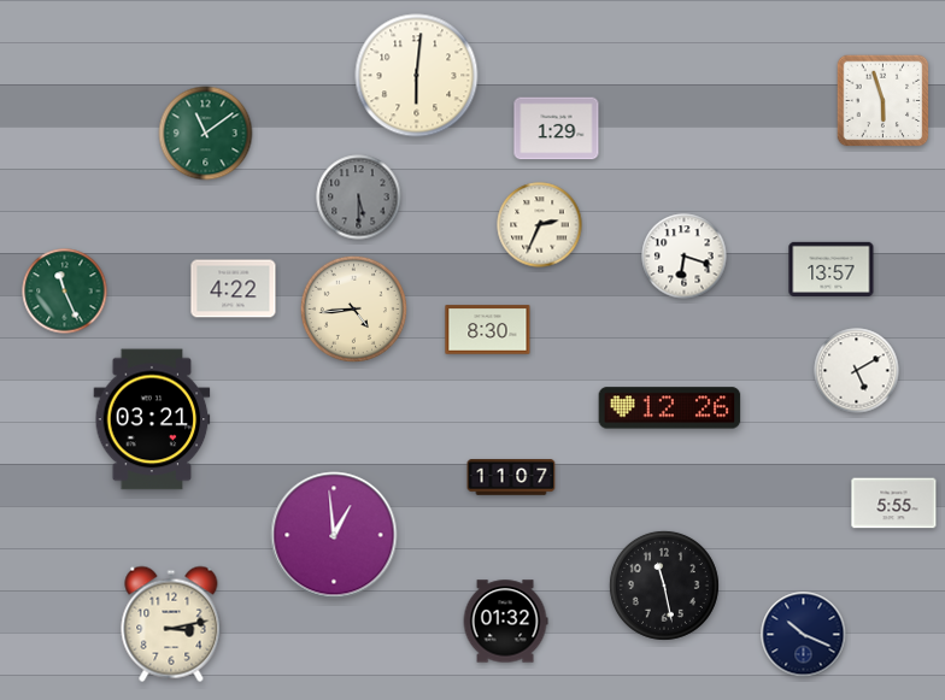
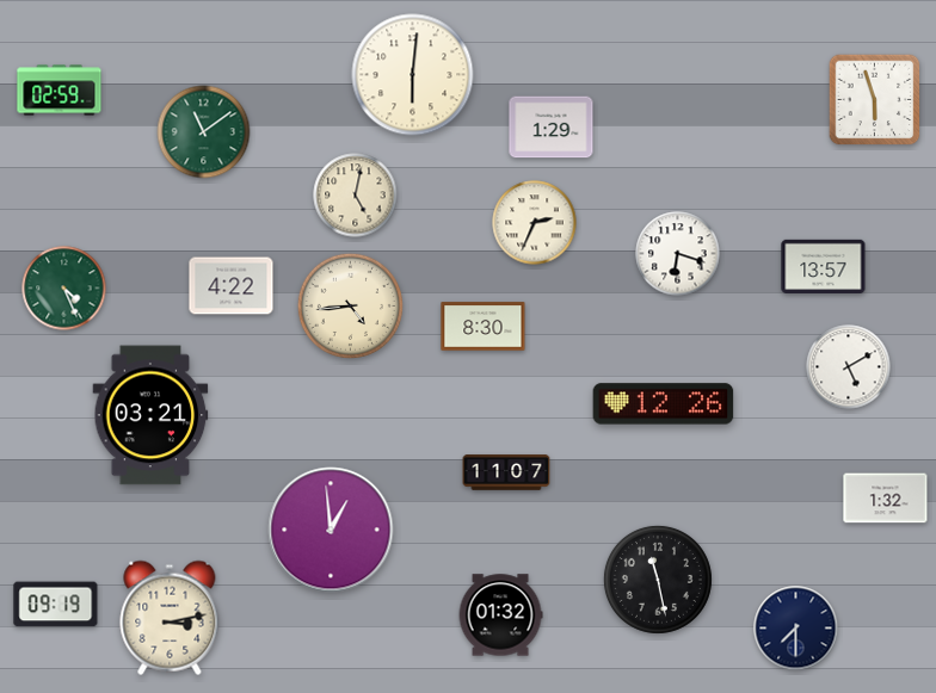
clock at (60, 91): none -> 02:59
clock at (359, 198): 5:30 -> 5:02
clock at (359, 198) dial: grey -> cream
clock at (65, 292): 11:26 -> 4:26
clock at (894, 504): 5:55 -> 1:32
clock at (56, 605): none -> 09:19
clock at (804, 635): 10:19 -> 7:30
